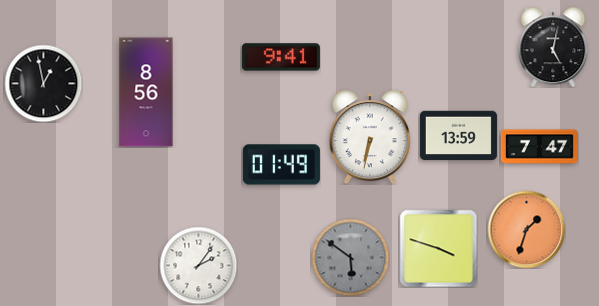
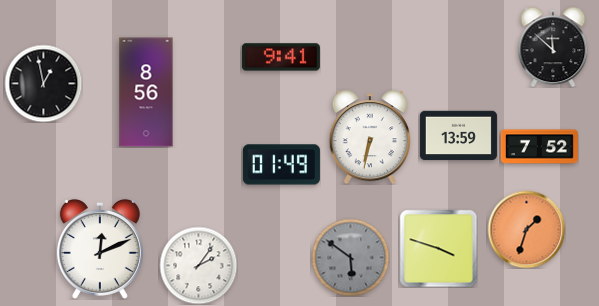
clock at (553, 47): 5:02 -> 11:52
clock at (539, 147): 7:47 -> 7:52
clock at (100, 249): none -> 12:11
